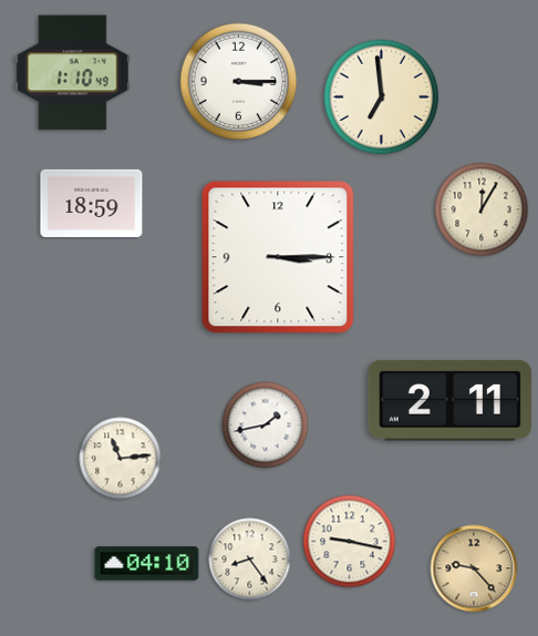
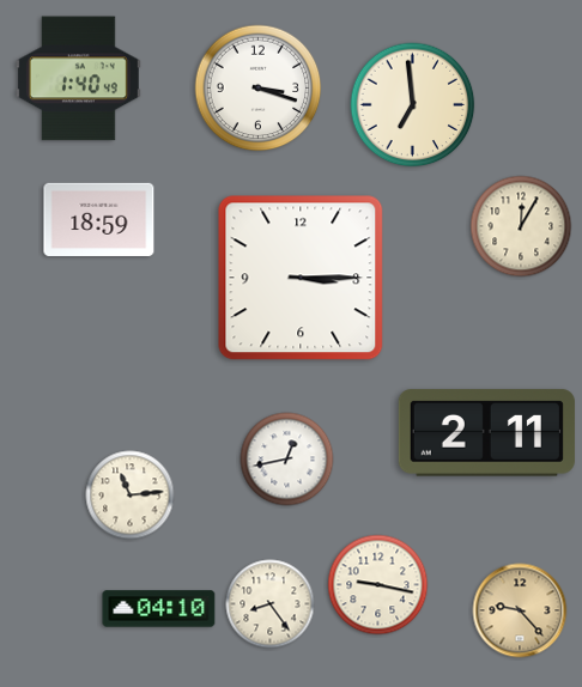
clock at (72, 73): 1:10 -> 1:40
clock at (239, 82): 3:15 -> 3:18
clock at (266, 425): 1:43 -> 12:43
clock at (474, 568) position: (474, 568) -> (520, 610)
